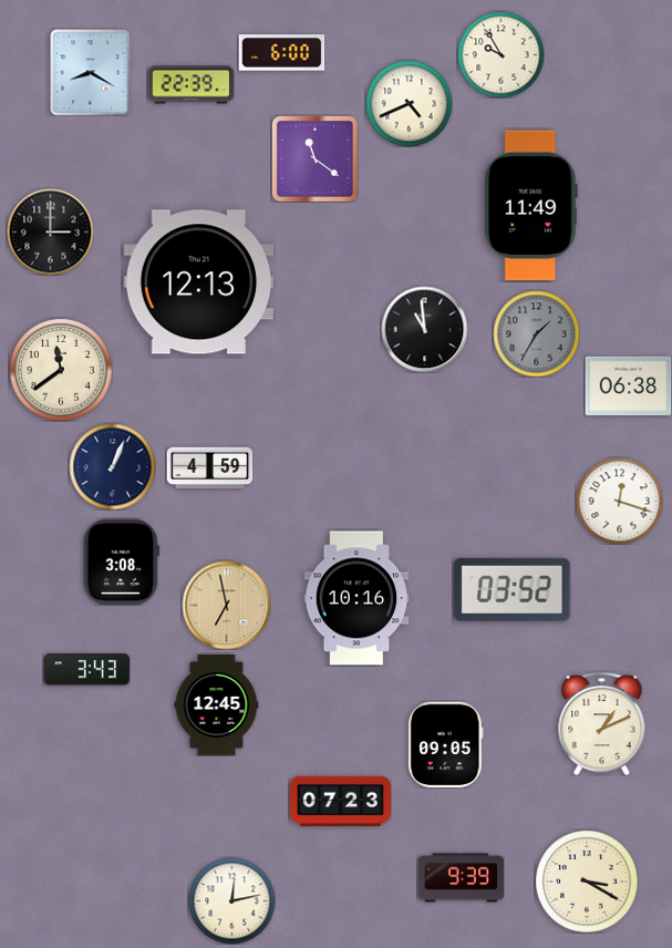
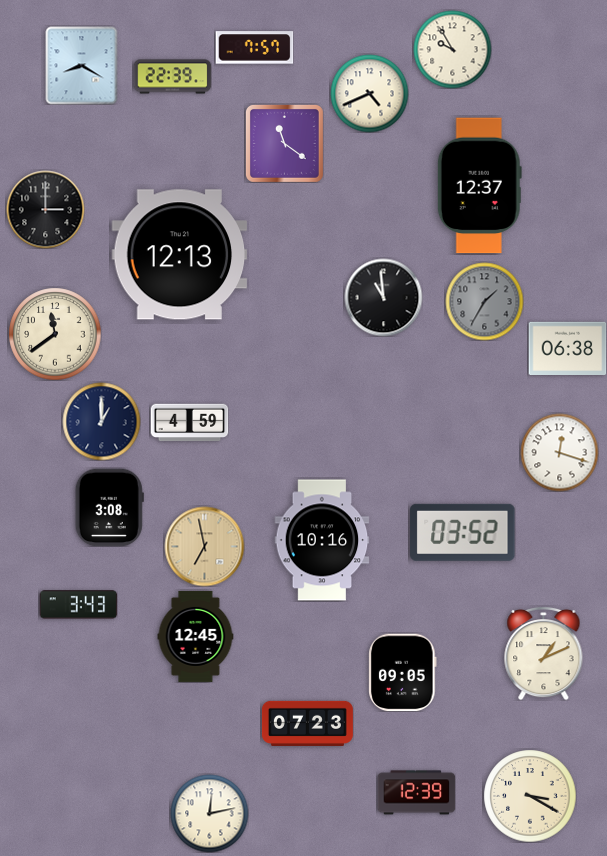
clock at (281, 53): 6:00 -> 7:57
clock at (530, 206): 11:49 -> 12:37
clock at (112, 466): 1:04 -> 1:00
clock at (461, 878): 9:39 -> 12:39
